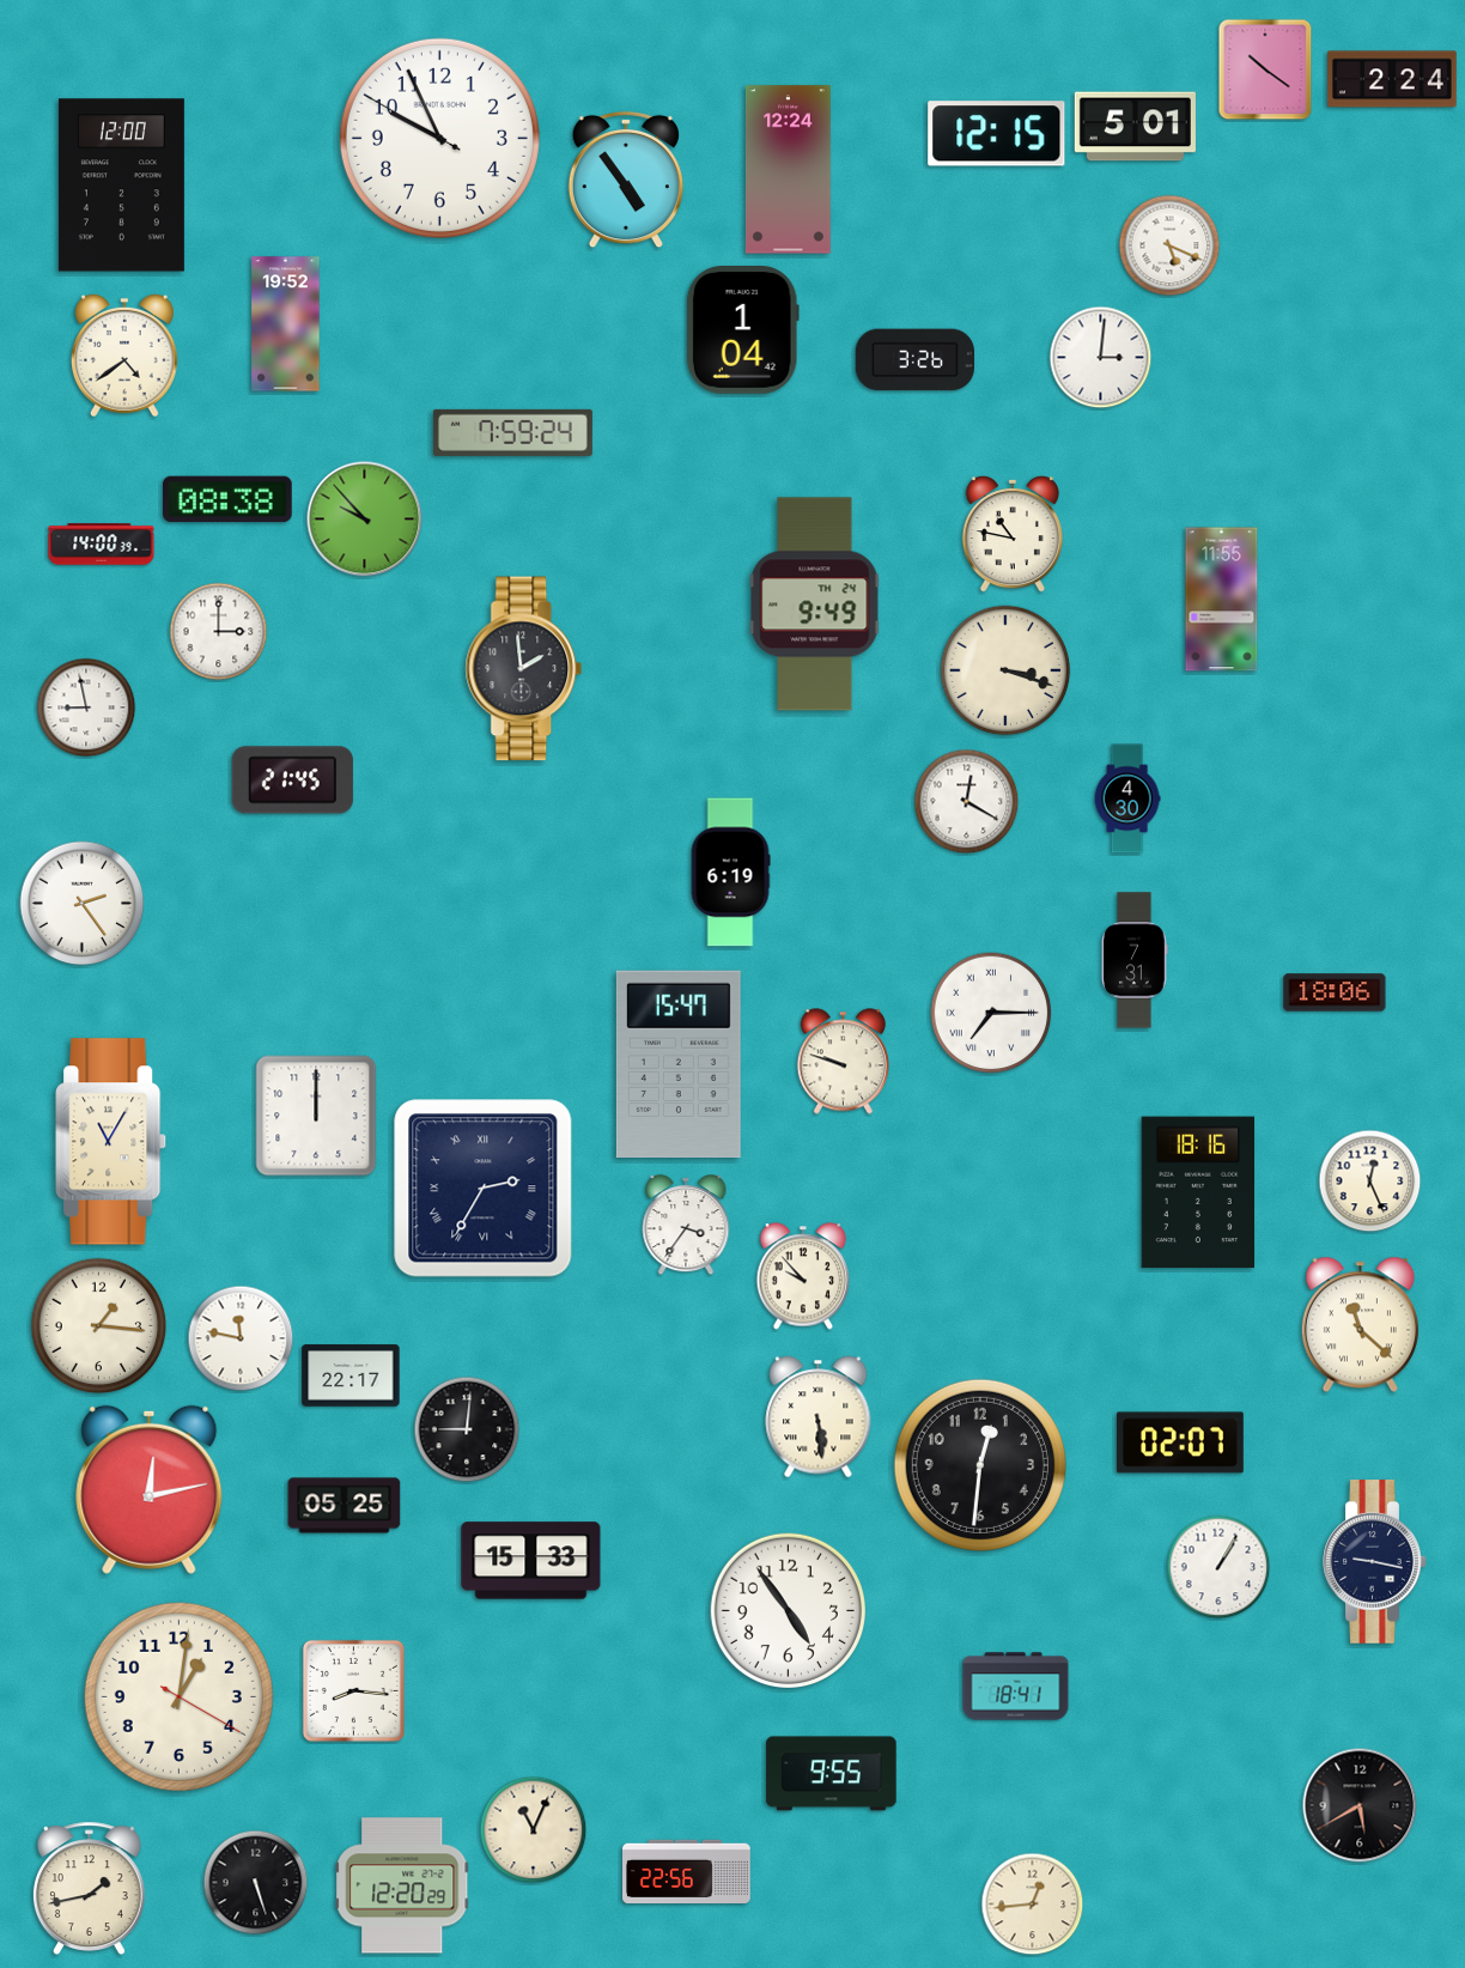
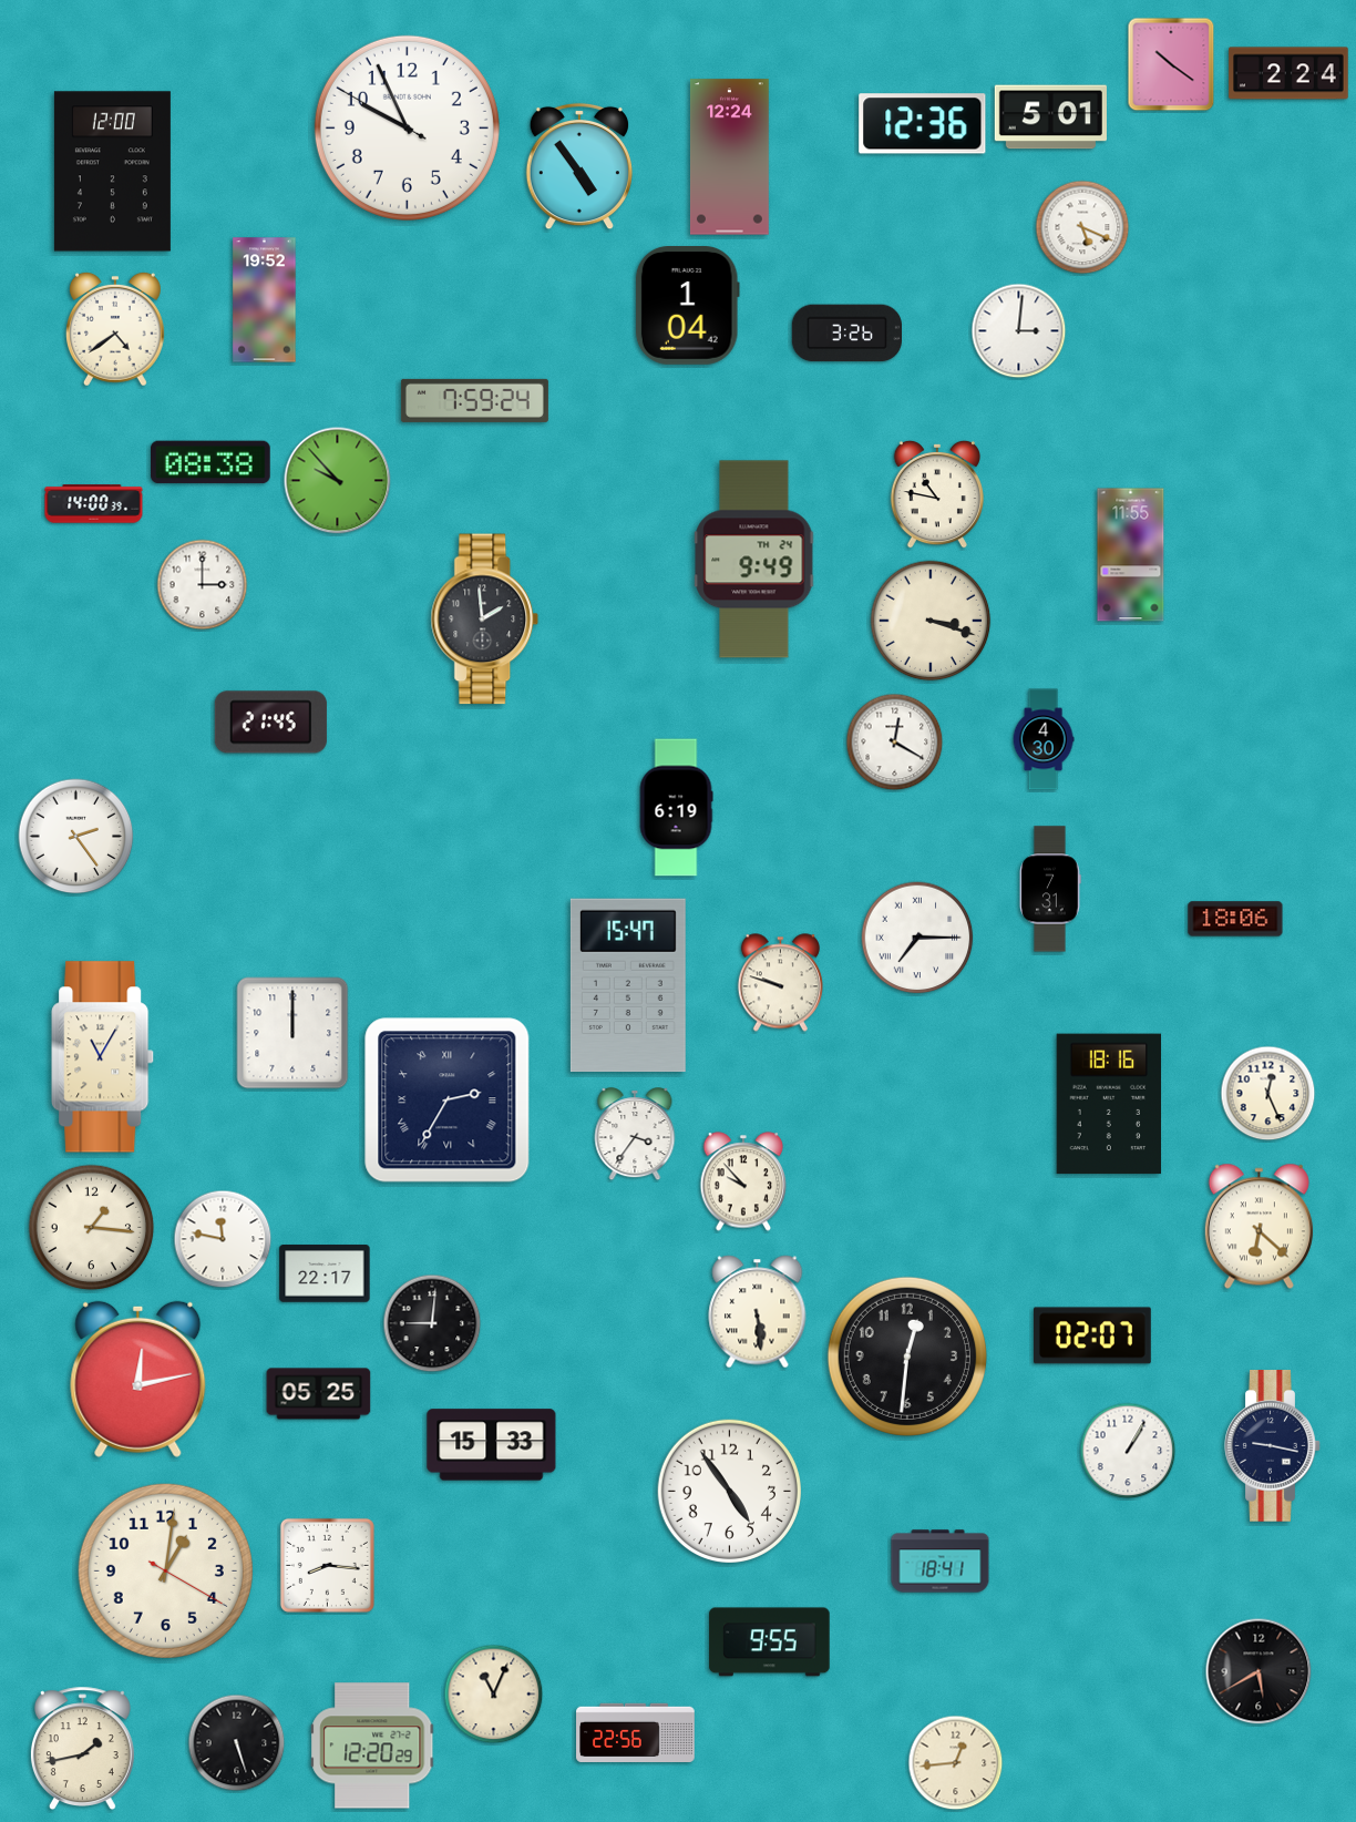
clock at (997, 134): 12:15 -> 12:36
clock at (86, 707): 8:58 -> none
clock at (1360, 1325): 11:22 -> 6:22
